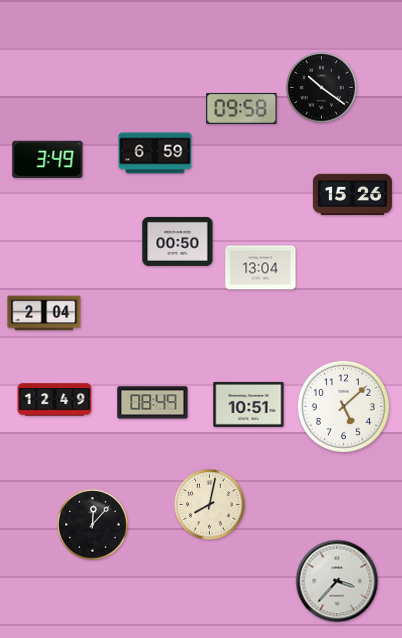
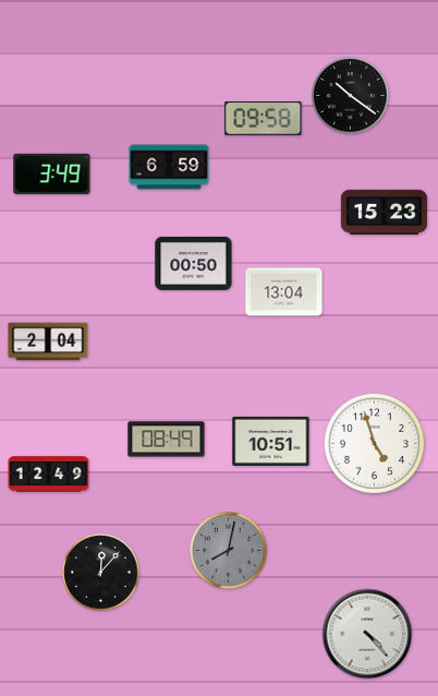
clock at (352, 195): 15:26 -> 15:23
clock at (55, 400) position: (55, 400) -> (49, 475)
clock at (343, 406): 5:08 -> 4:57
clock at (210, 505) dial: cream -> grey
clock at (337, 581): 3:37 -> 4:23
